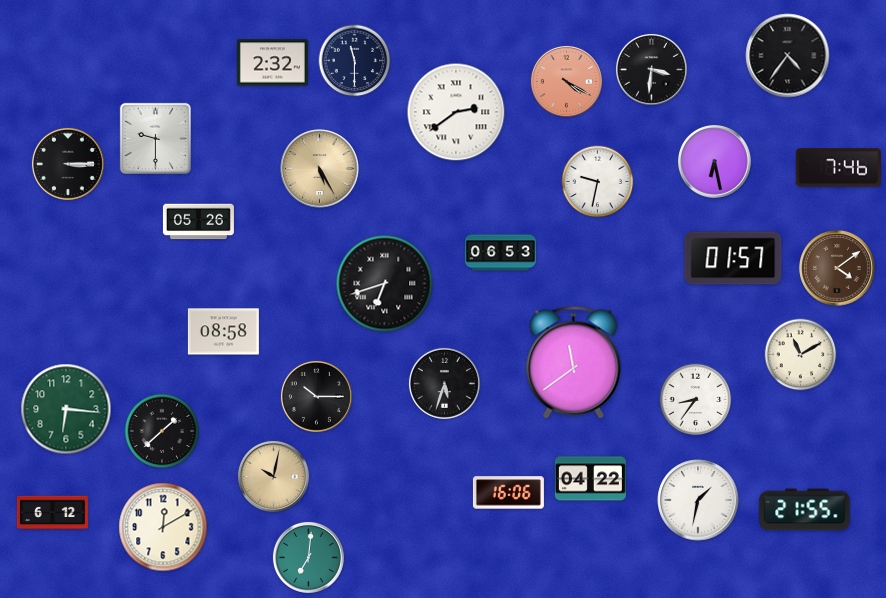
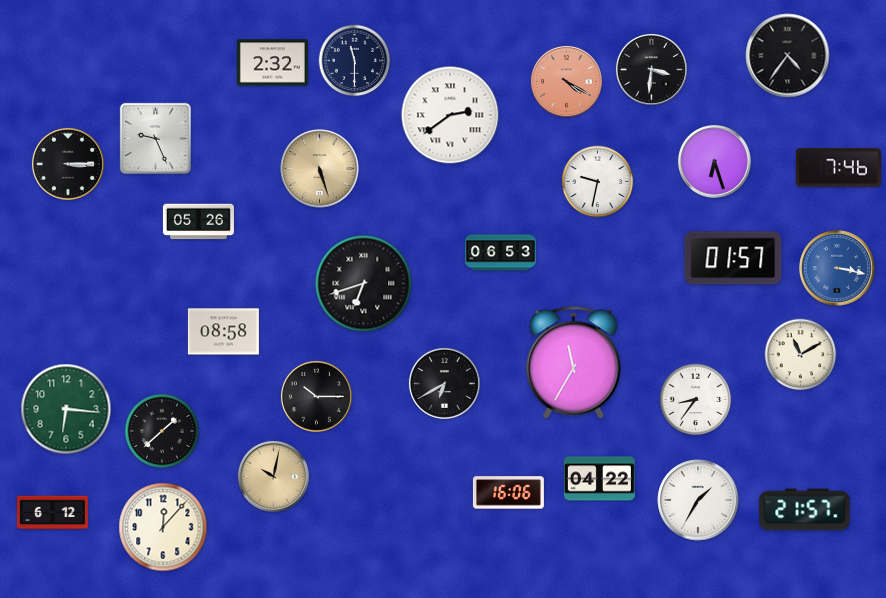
clock at (456, 112) position: (456, 112) -> (450, 115)
clock at (155, 138): 9:30 -> 9:26
clock at (714, 161): 6:28 -> 6:27
clock at (320, 169): 5:25 -> 5:27
clock at (837, 268): 4:09 -> 3:17
clock at (837, 268) dial: brown -> blue
clock at (385, 284) position: (385, 284) -> (364, 284)
clock at (574, 363): 11:39 -> 11:35
clock at (444, 383): 5:33 -> 6:40
clock at (590, 479) position: (590, 479) -> (599, 479)
clock at (698, 500): 1:32 -> 1:35
clock at (805, 510): 21:55 -> 21:57
clock at (163, 527): 12:10 -> 12:07
clock at (308, 557): 7:01 -> none
